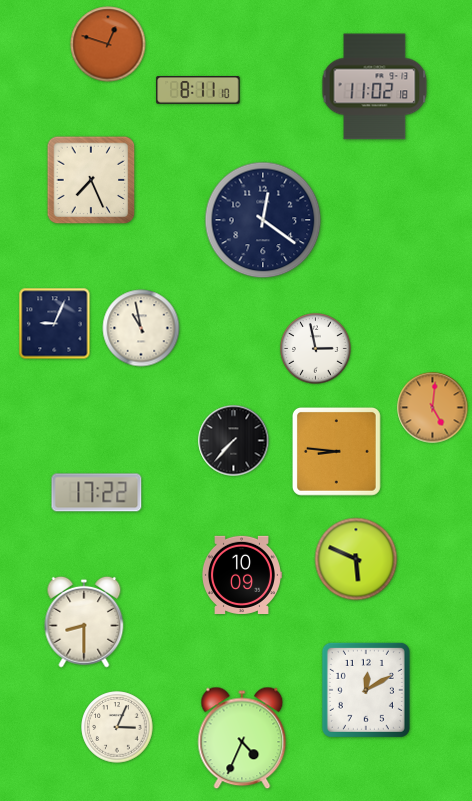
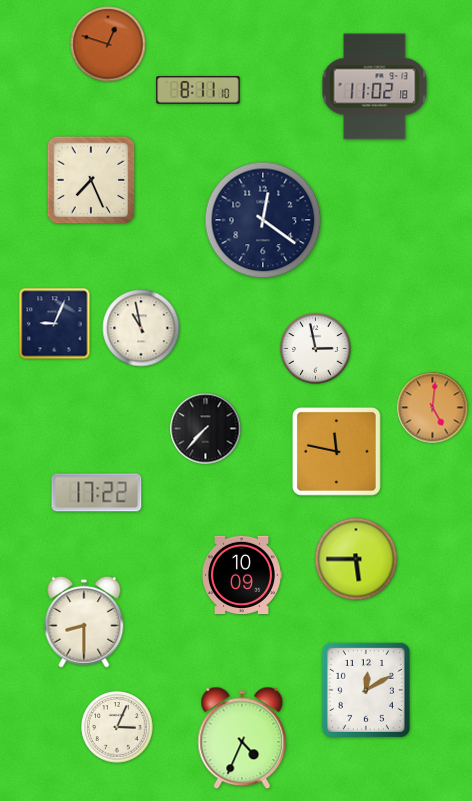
clock at (234, 441) position: (234, 441) -> (206, 429)
clock at (336, 451): 8:46 -> 11:47
clock at (356, 559): 5:49 -> 5:45
